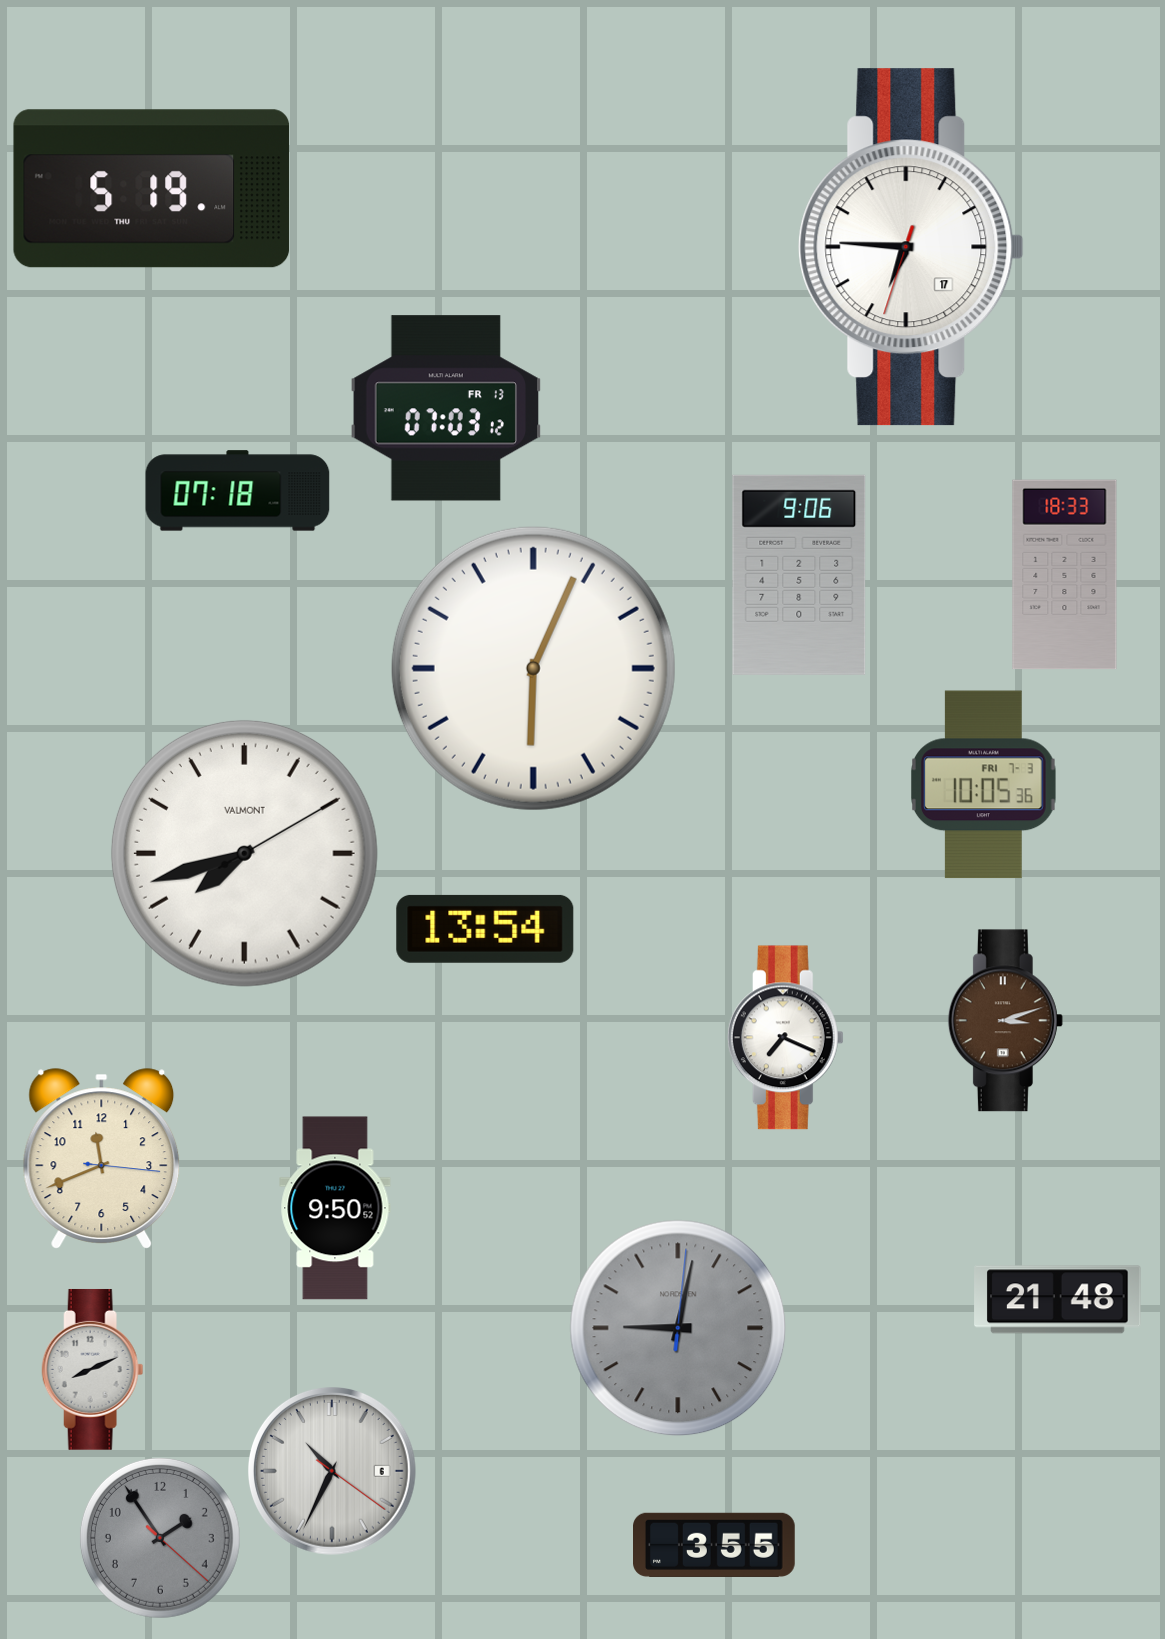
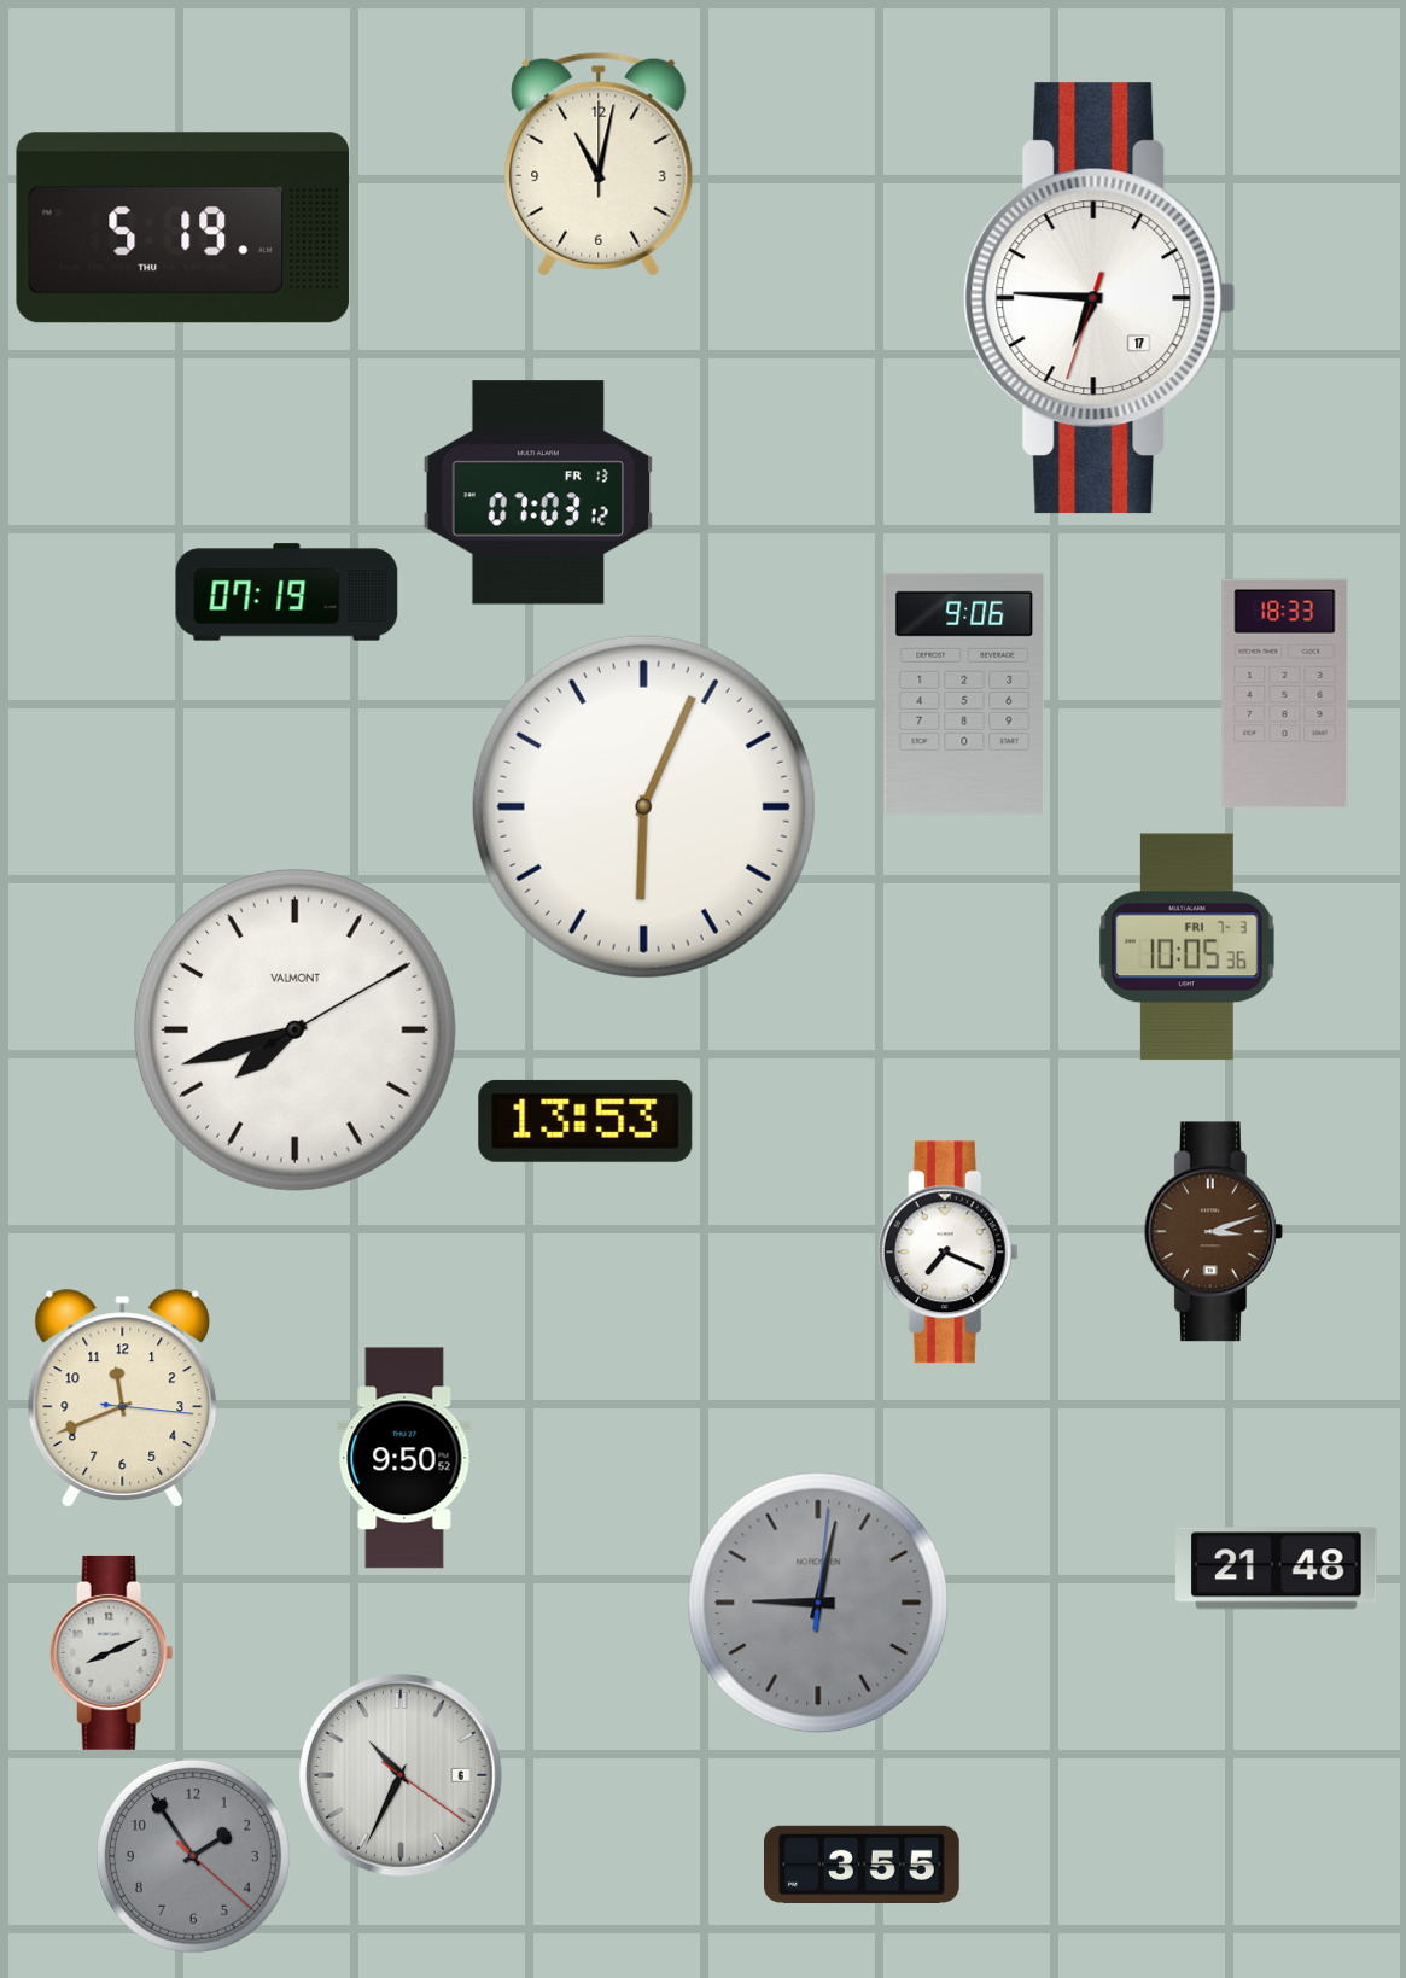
clock at (599, 164): none -> 11:02
clock at (238, 491): 07:18 -> 07:19
clock at (485, 929): 13:54 -> 13:53
